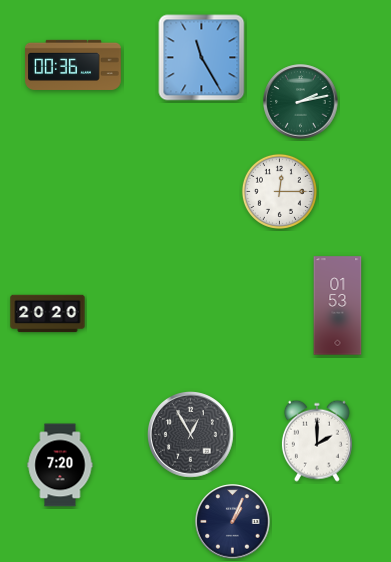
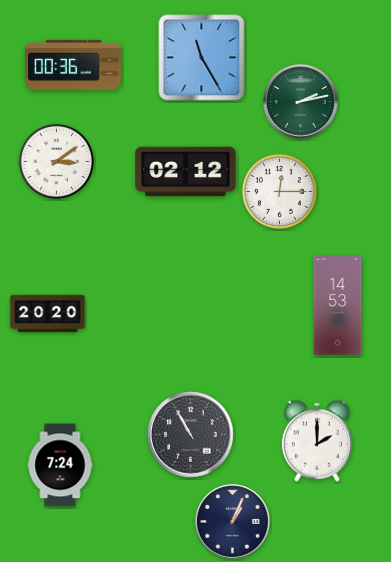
clock at (56, 161): none -> 3:09
clock at (186, 172): none -> 02:12
clock at (338, 306): 01:53 -> 14:53
clock at (191, 435): 12:55 -> 10:55
clock at (60, 465): 7:20 -> 7:24
